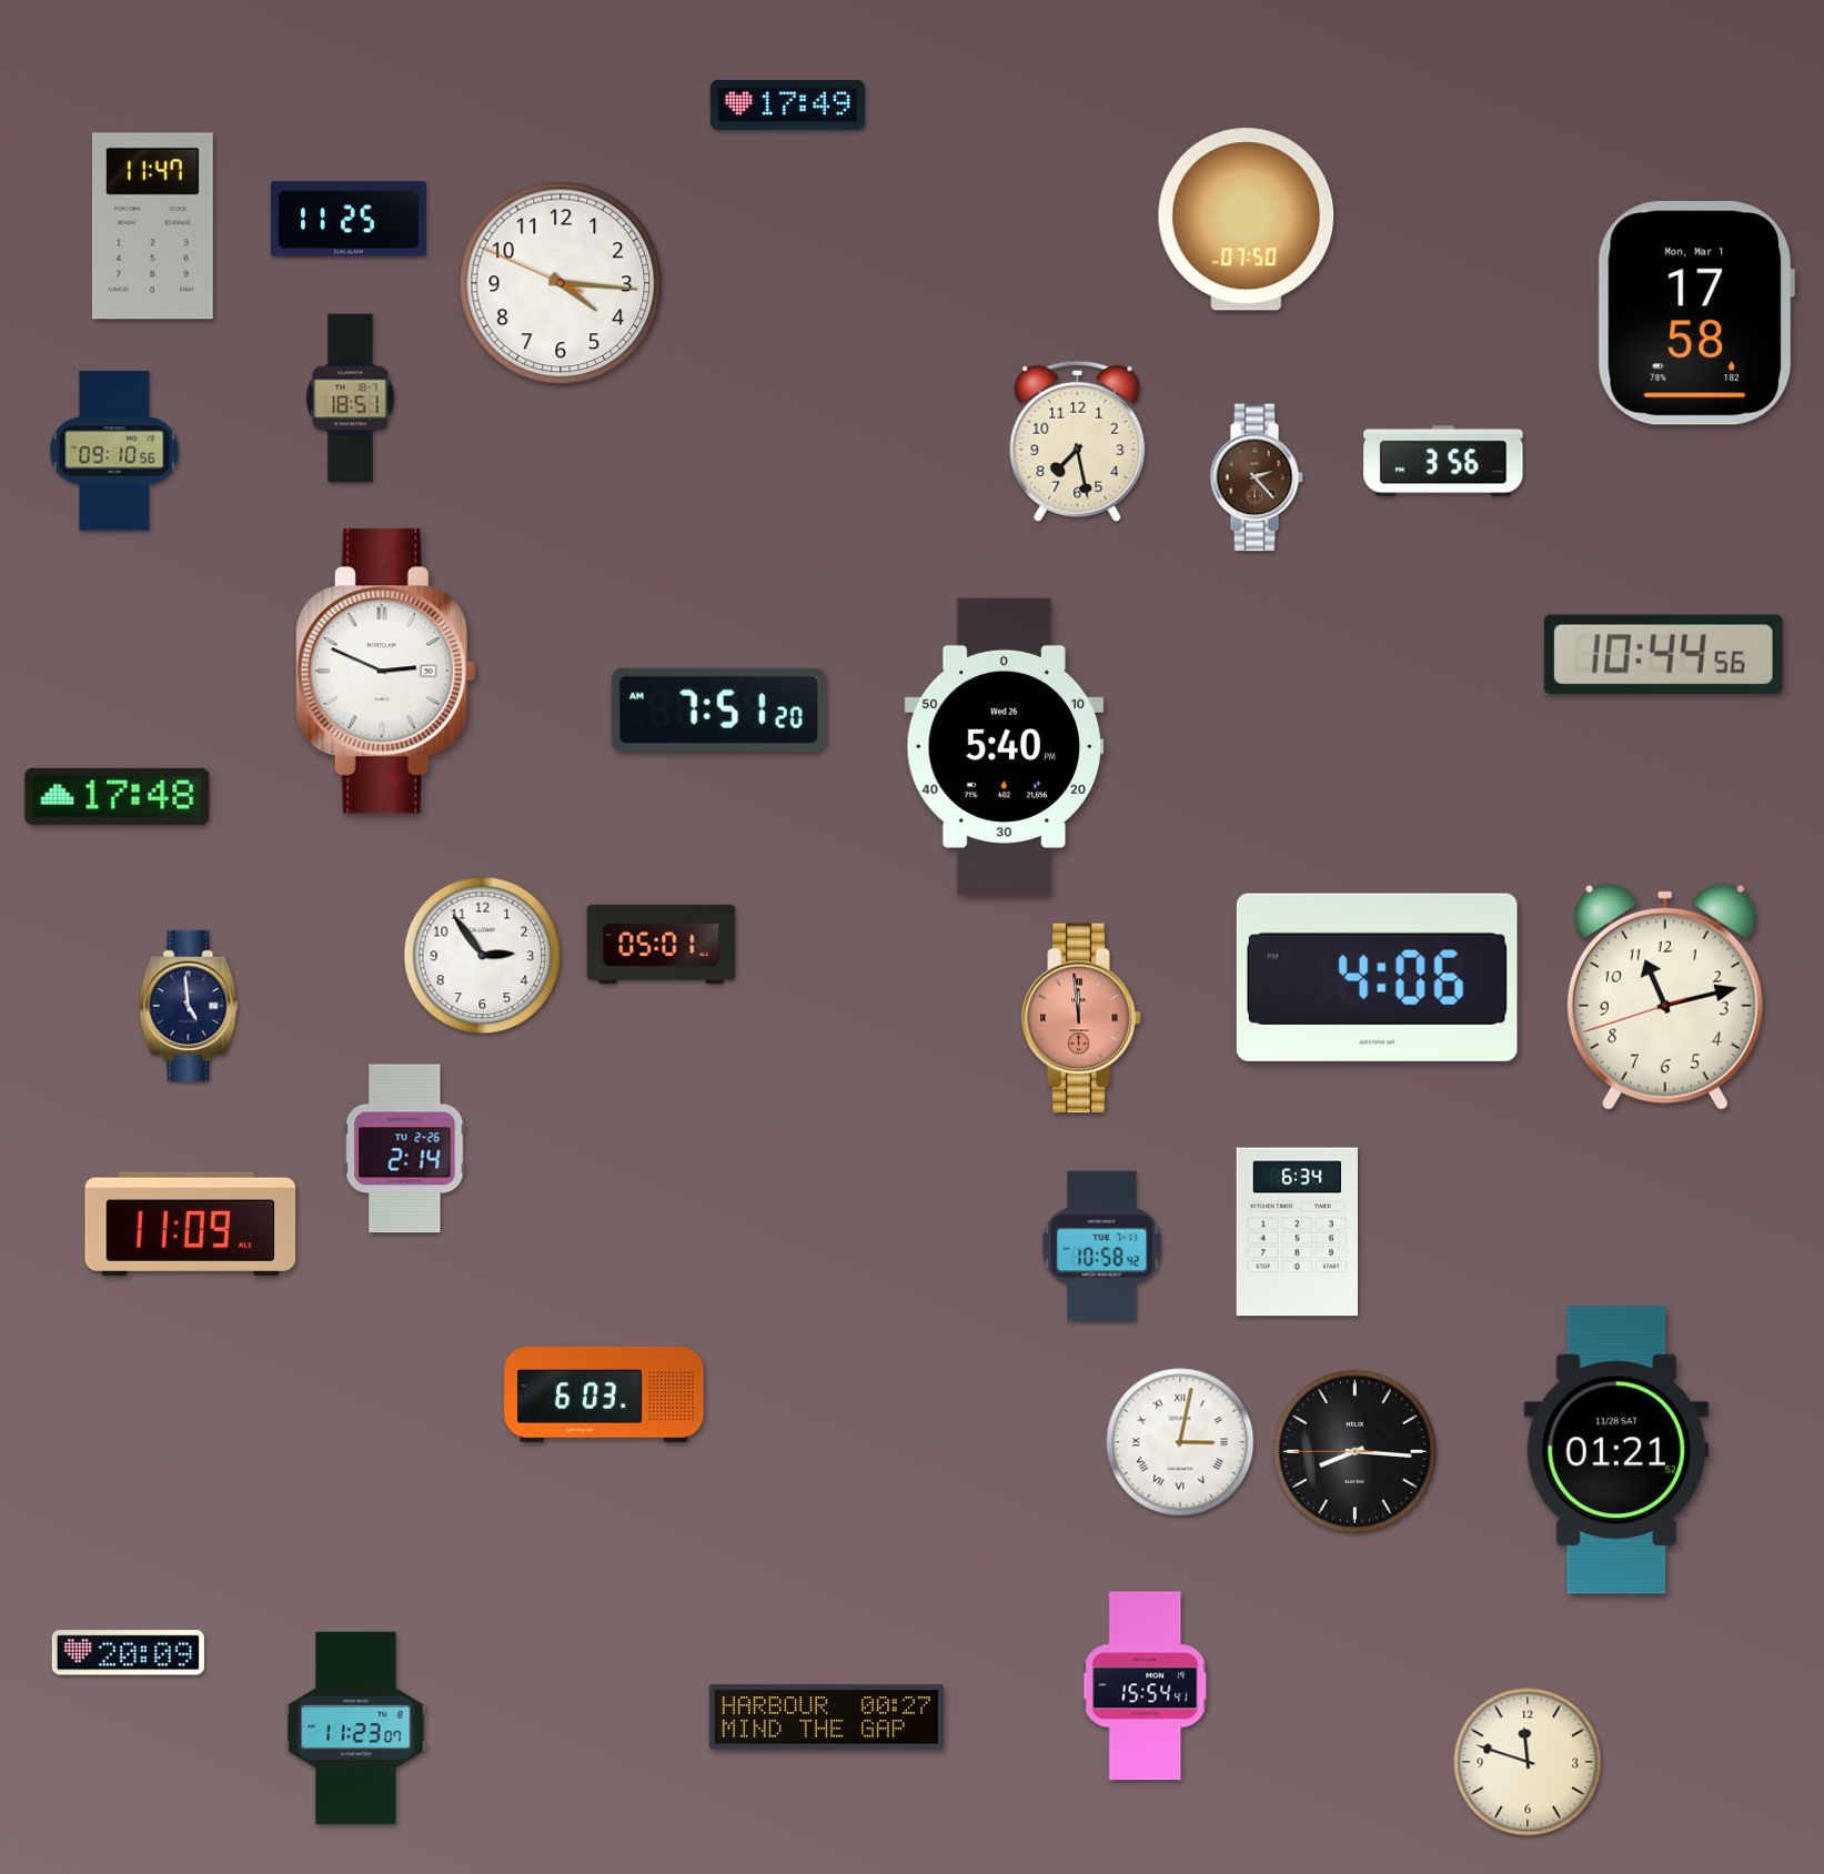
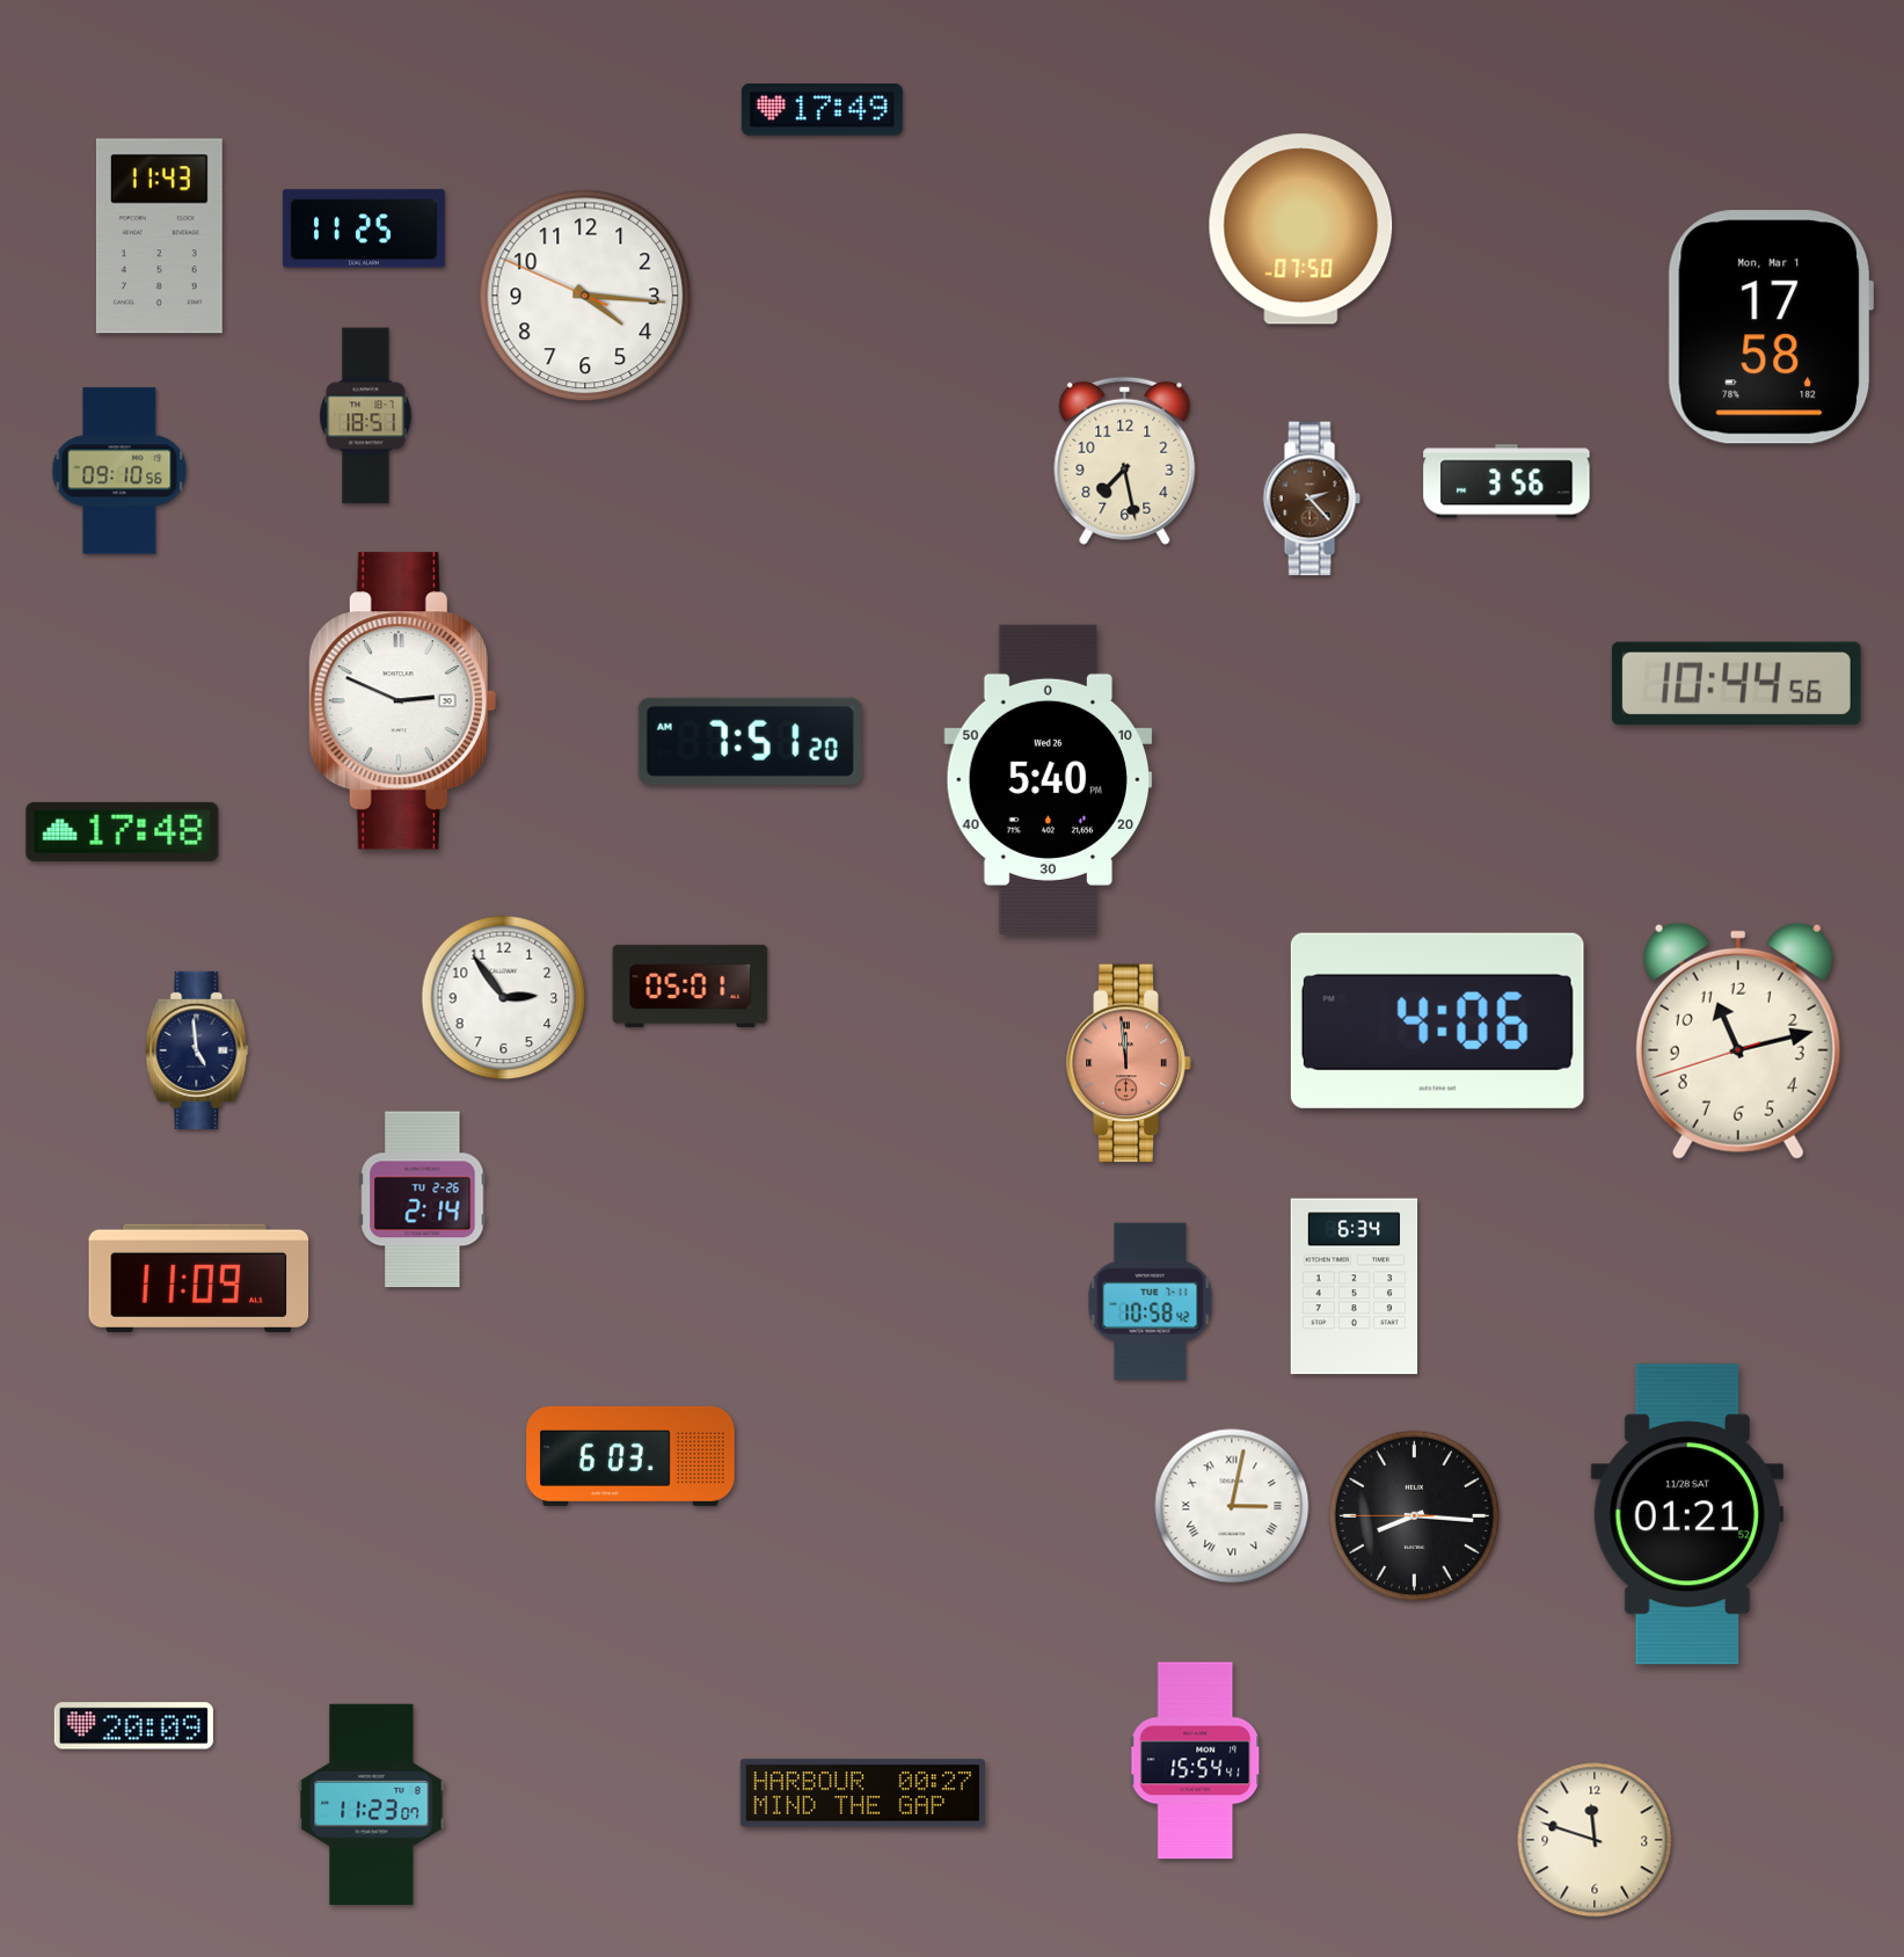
clock at (152, 226): 11:47 -> 11:43
